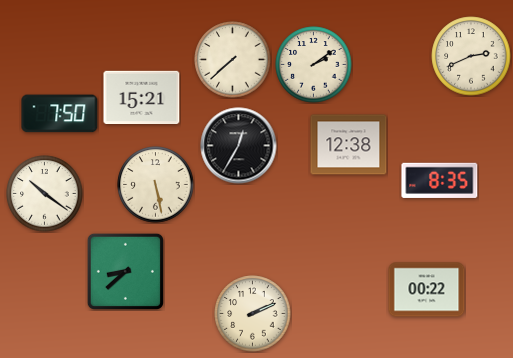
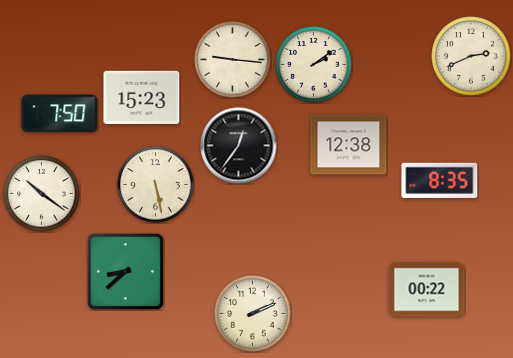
clock at (233, 60): 7:38 -> 9:16
clock at (142, 97): 15:21 -> 15:23
clock at (239, 146): 12:35 -> 12:36
clock at (45, 194) position: (45, 194) -> (42, 194)
